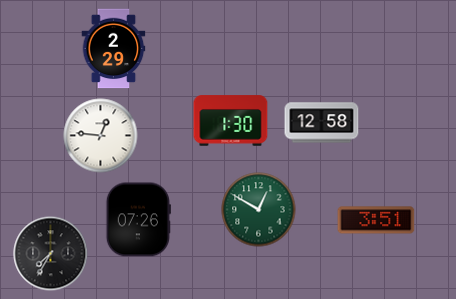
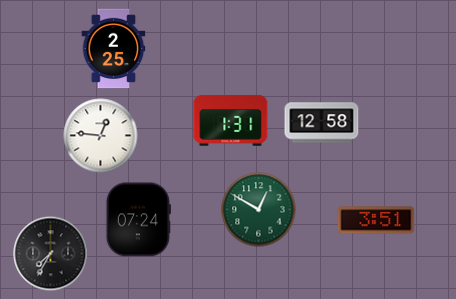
clock at (114, 49): 2:29 -> 2:25
clock at (231, 121): 1:30 -> 1:31
clock at (138, 220): 07:26 -> 07:24
